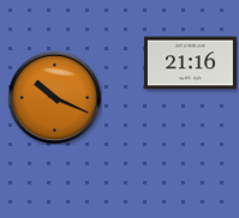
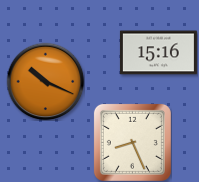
clock at (190, 63): 21:16 -> 15:16
clock at (132, 142): none -> 8:26
